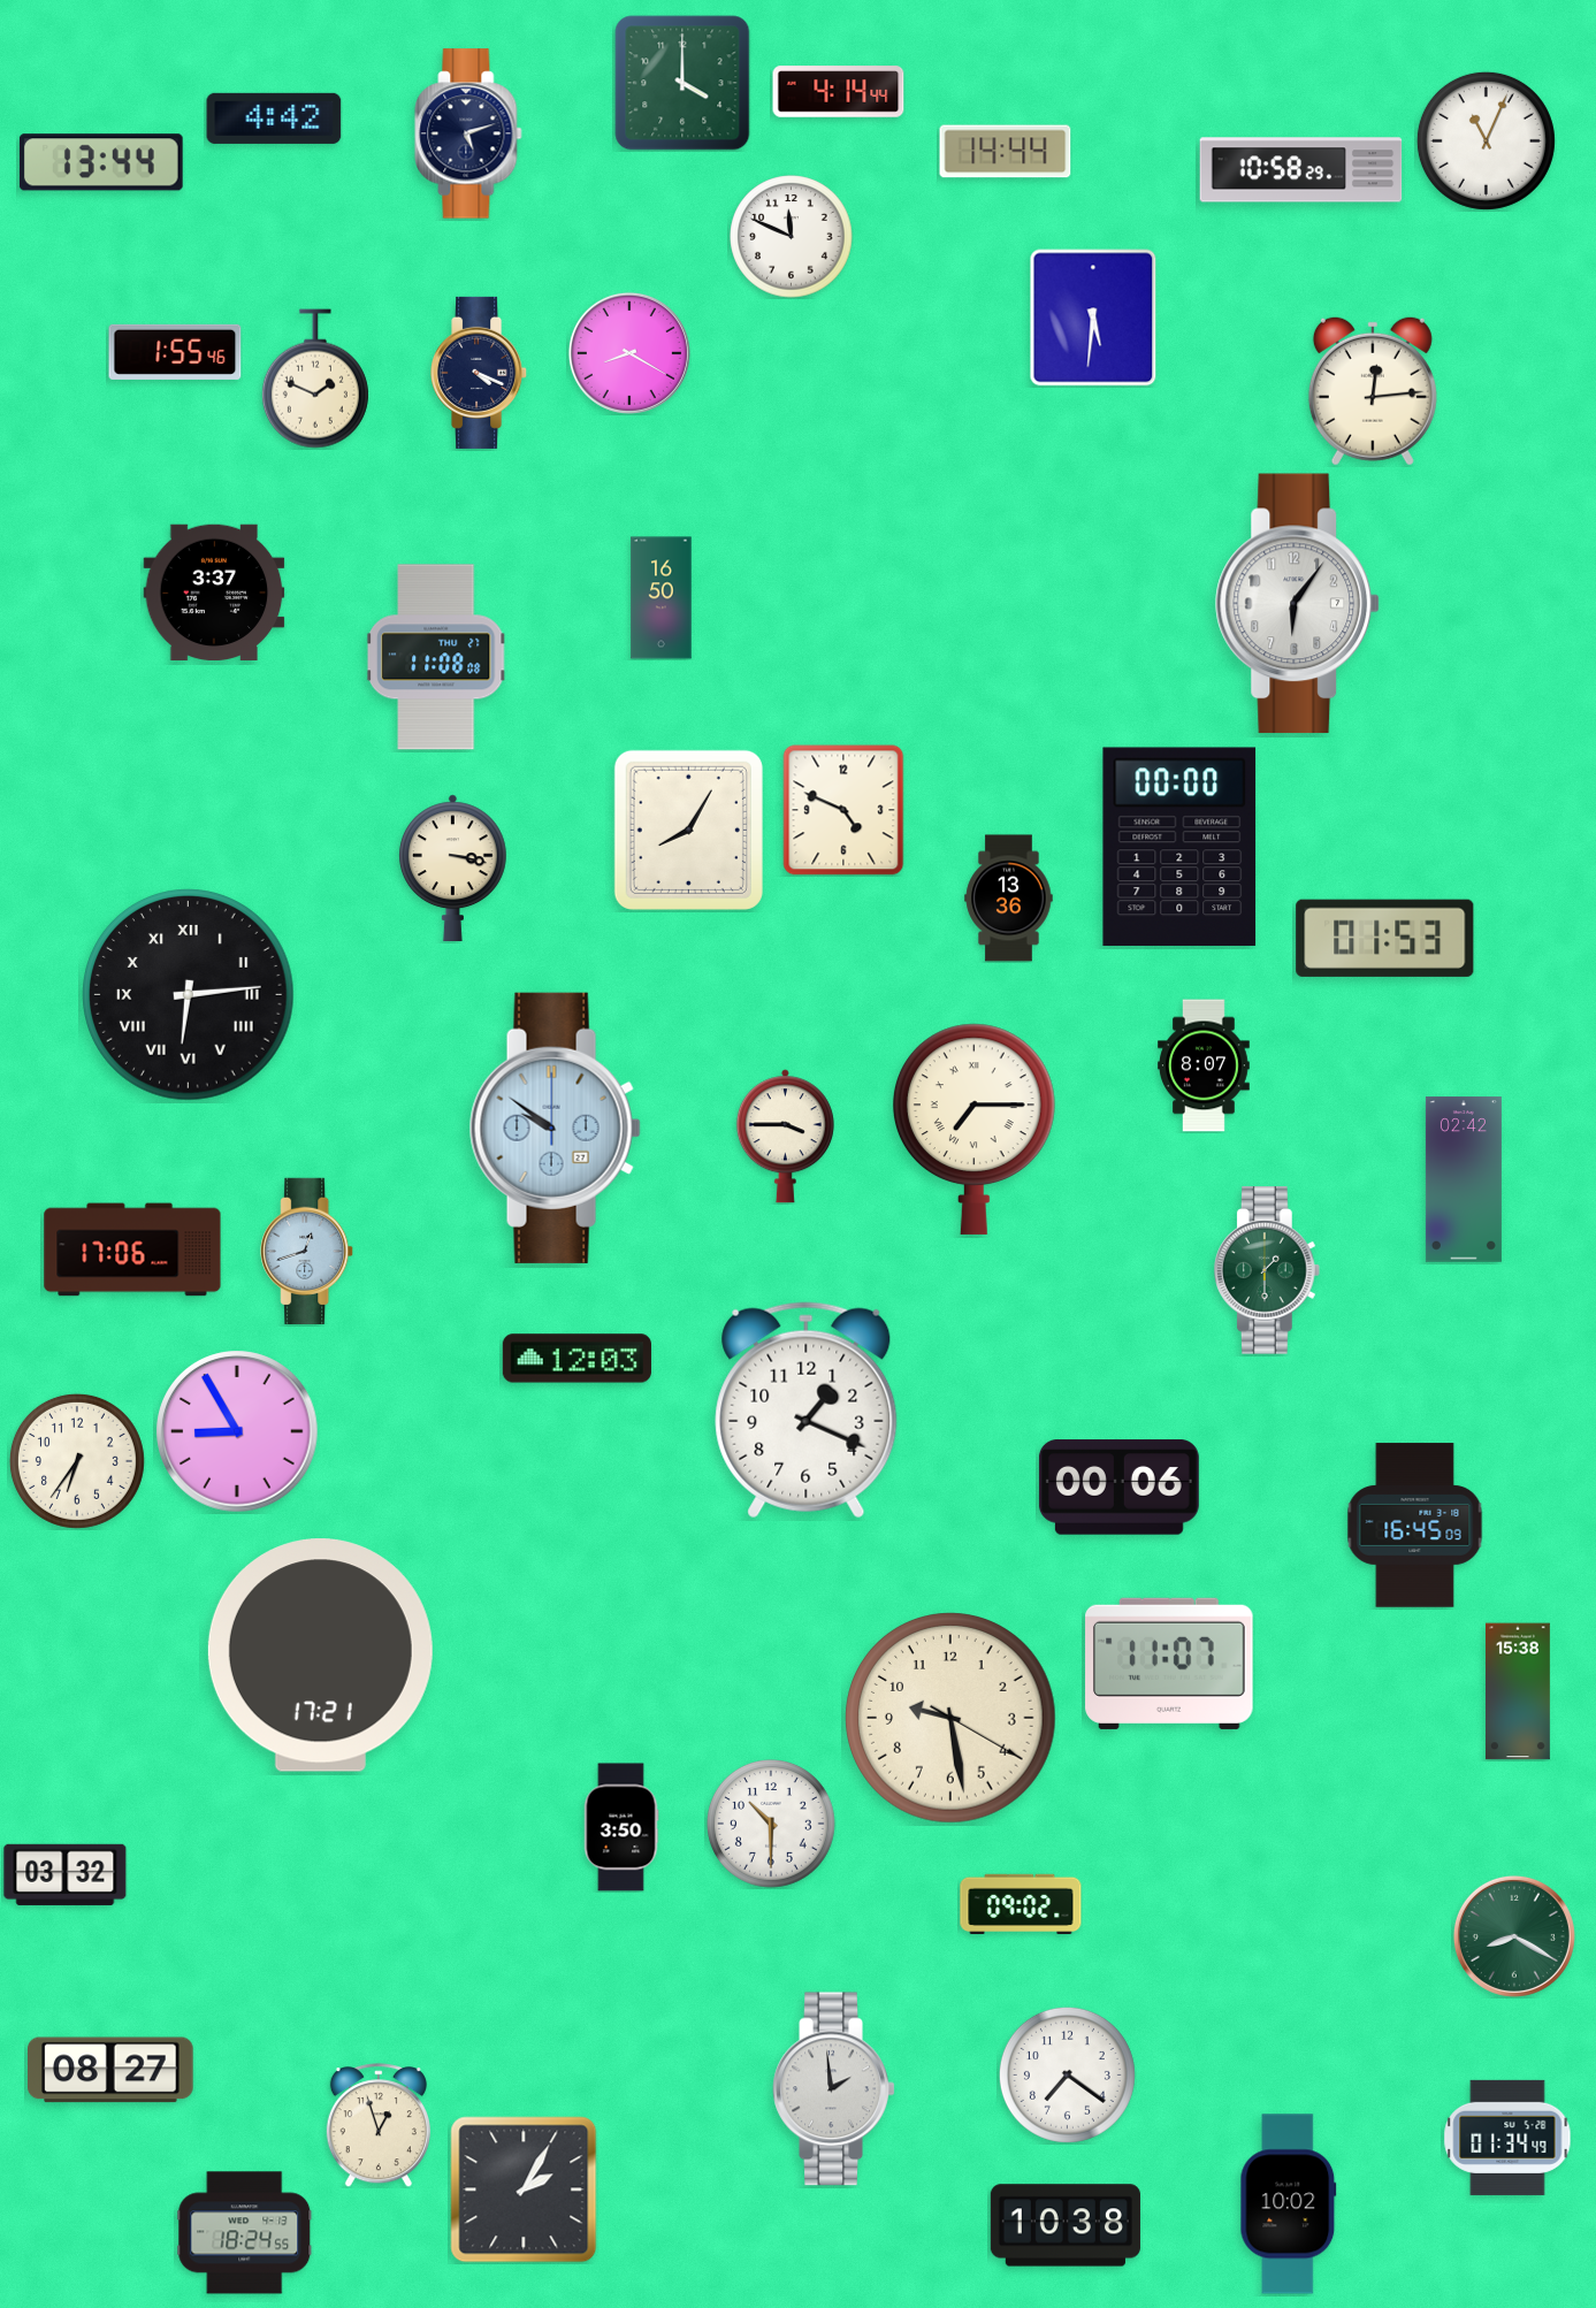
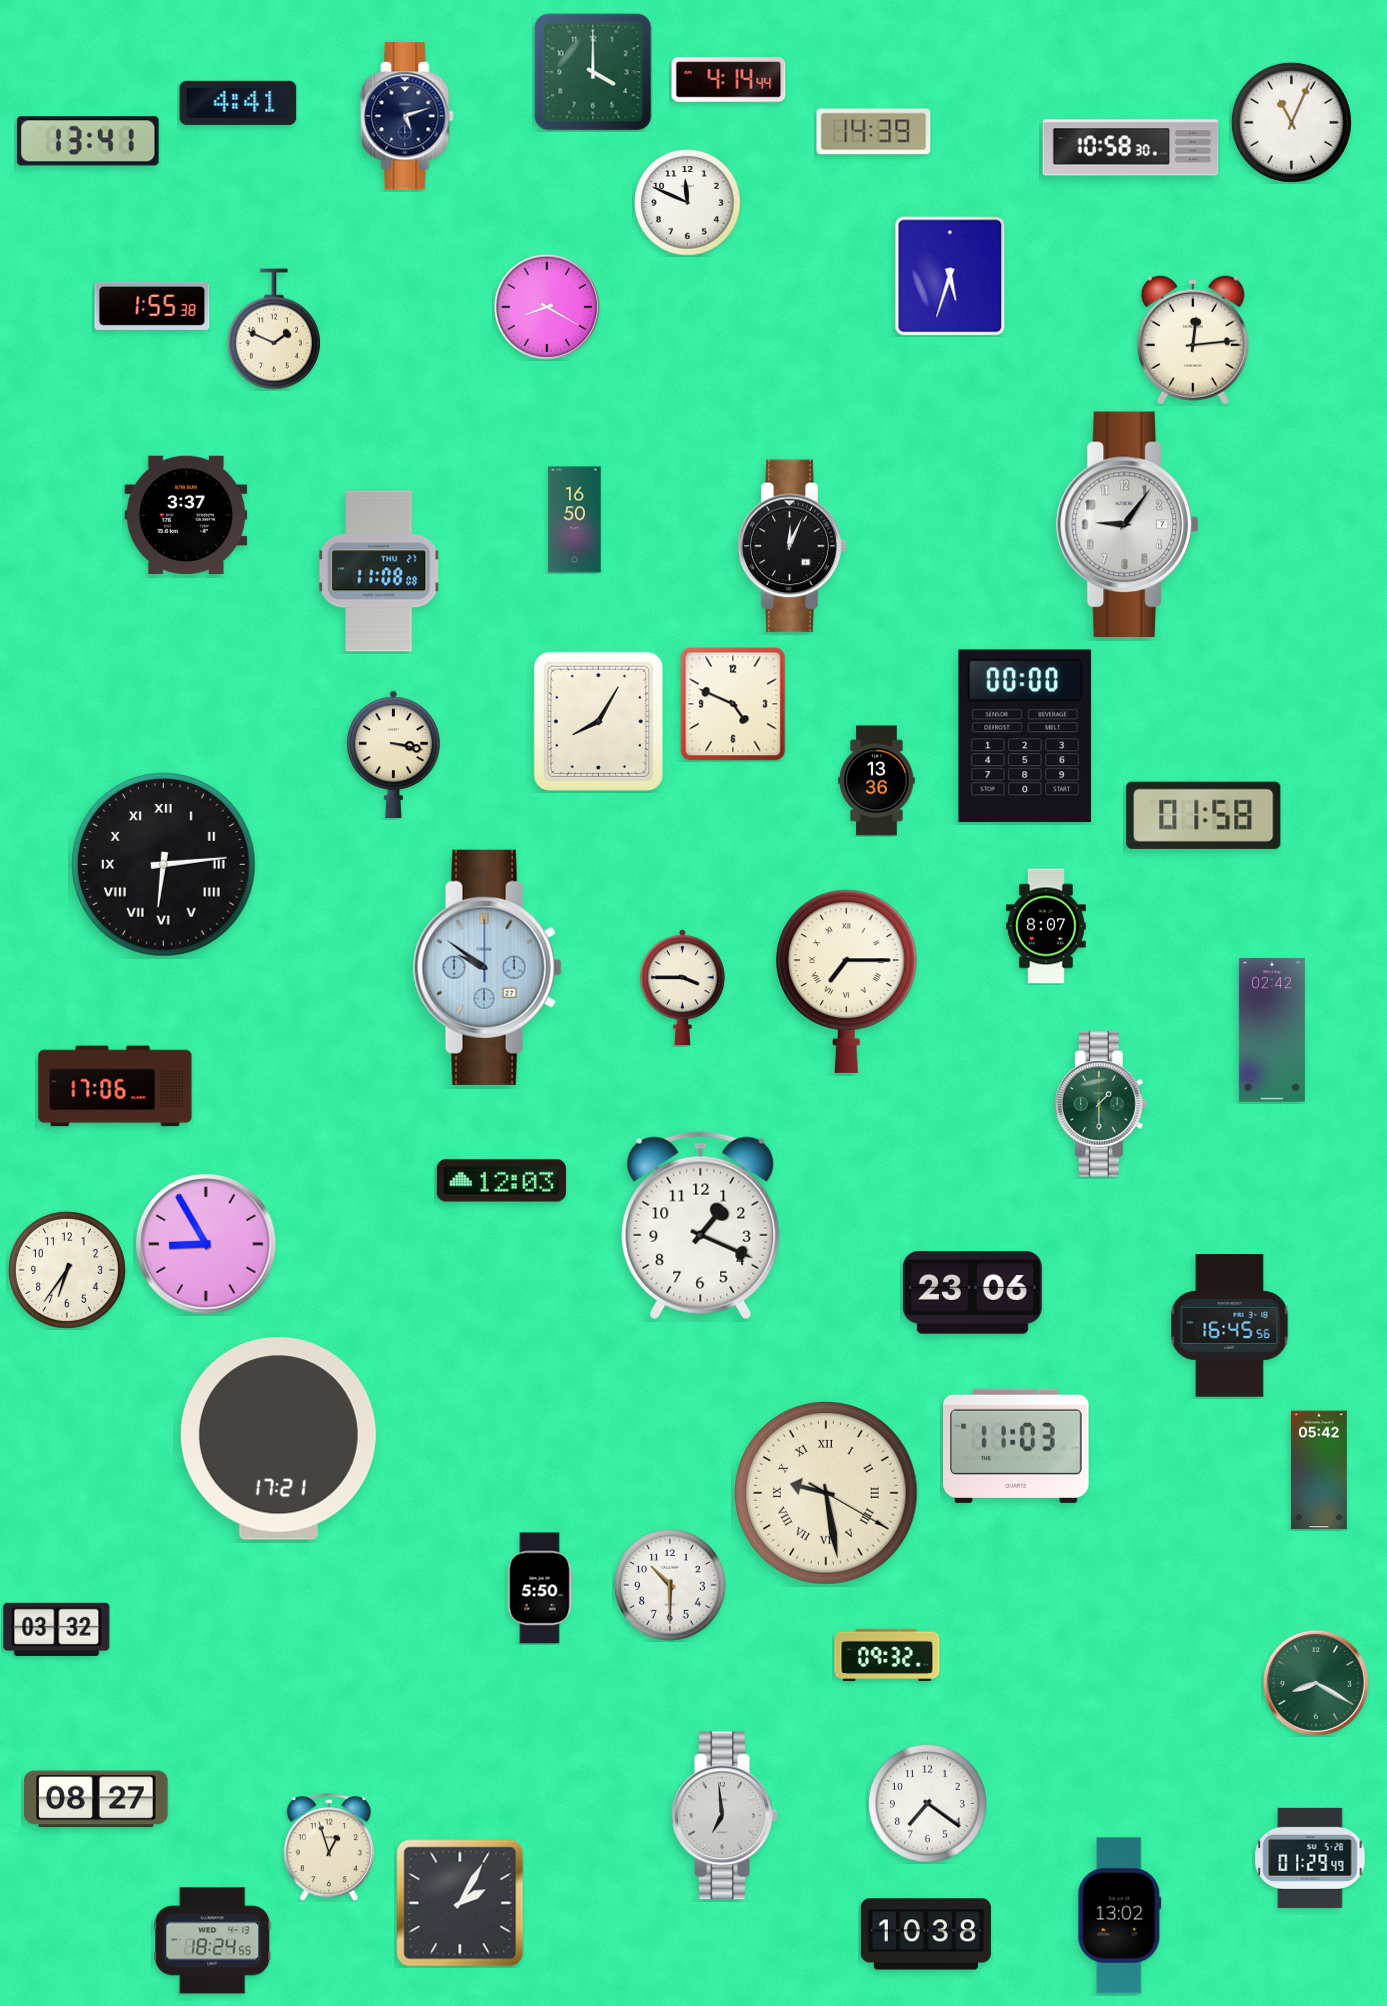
clock at (274, 119): 4:42 -> 4:41
clock at (1006, 152): 14:44 -> 14:39
clock at (101, 162): 13:44 -> 13:41
clock at (1301, 170): 10:58:29 -> 10:58:30
clock at (792, 237) position: (792, 237) -> (688, 203)
clock at (1093, 318): 5:31 -> 5:33
clock at (175, 352): 1:55:46 -> 1:55:38
clock at (480, 373): 4:19 -> none
clock at (1298, 604): 6:06 -> 9:06
clock at (792, 546): none -> 12:04
clock at (1385, 938): 01:53 -> 01:58
clock at (555, 1128) position: (555, 1128) -> (487, 967)
clock at (1464, 1179) position: (1464, 1179) -> (1272, 1030)
clock at (307, 1251): 12:42 -> none
clock at (1118, 1488): 00:06 -> 23:06
clock at (1415, 1526): 16:45:09 -> 16:45:56
clock at (1169, 1664): 11:07 -> 11:03
clock at (1519, 1691): 15:38 -> 05:42
clock at (950, 1718) numerals: Arabic -> Roman
clock at (621, 1827): 3:50 -> 5:50
clock at (1021, 1903): 09:02 -> 09:32
clock at (834, 2089): 1:59 -> 6:59
clock at (1507, 2138): 01:34 -> 01:29
clock at (524, 2189) position: (524, 2189) -> (460, 1903)
clock at (1289, 2204): 10:02 -> 13:02
